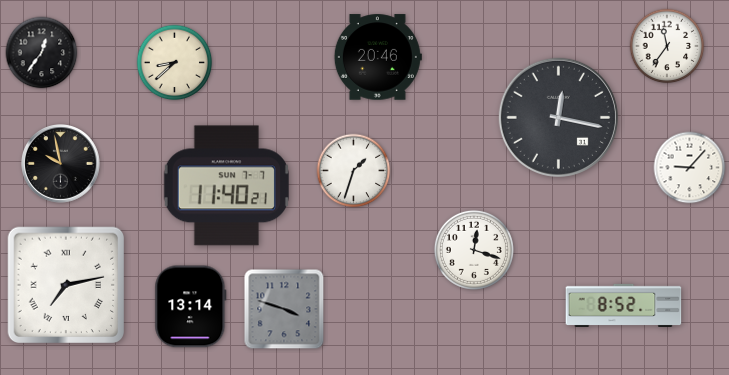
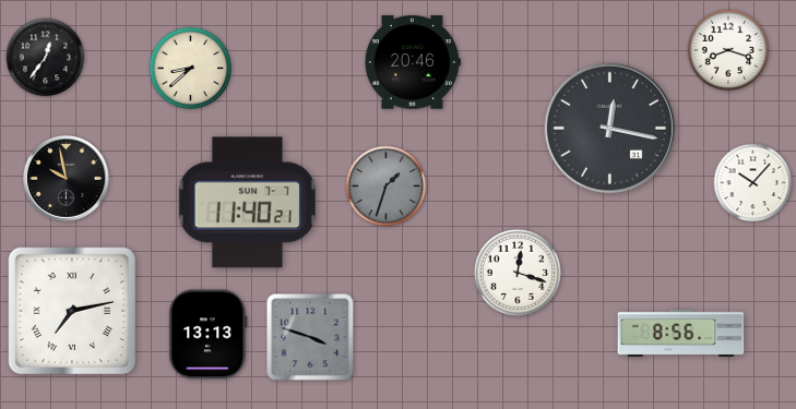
clock at (667, 46): 11:36 -> 8:18
clock at (690, 168): 9:07 -> 10:07
clock at (354, 171) dial: white -> grey
clock at (624, 305): 8:52 -> 8:56
clock at (191, 307): 13:14 -> 13:13
